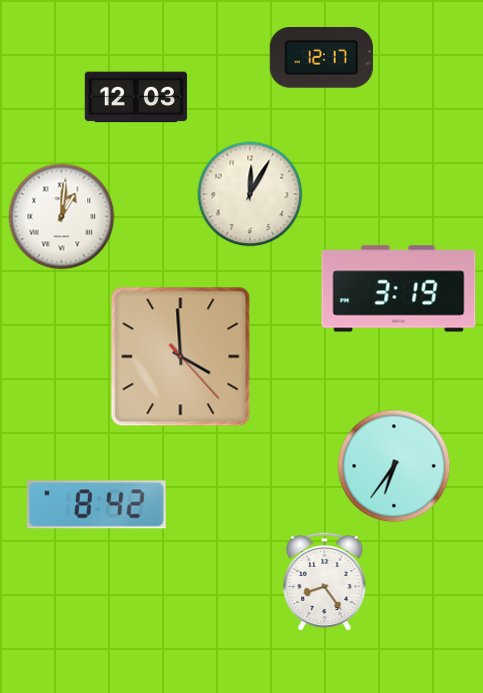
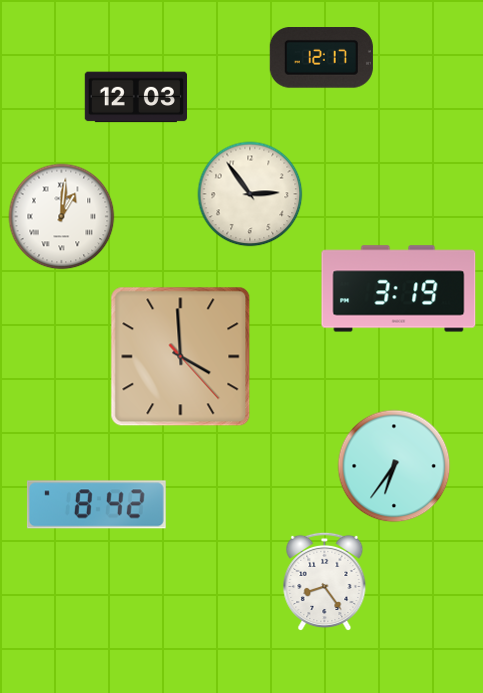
clock at (250, 194): 12:05 -> 2:54
